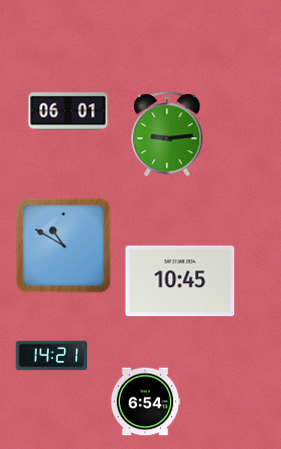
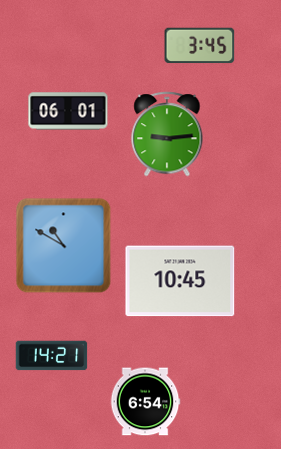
clock at (200, 46): none -> 3:45
